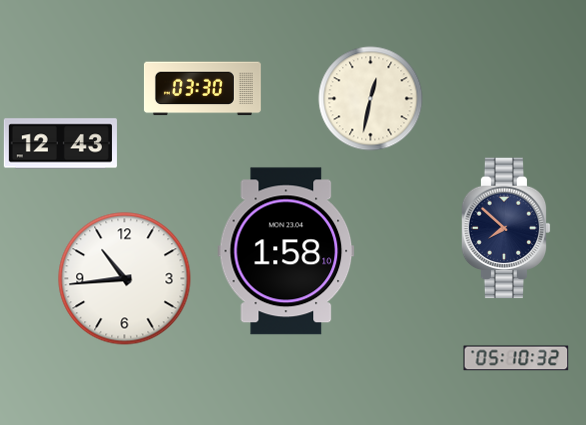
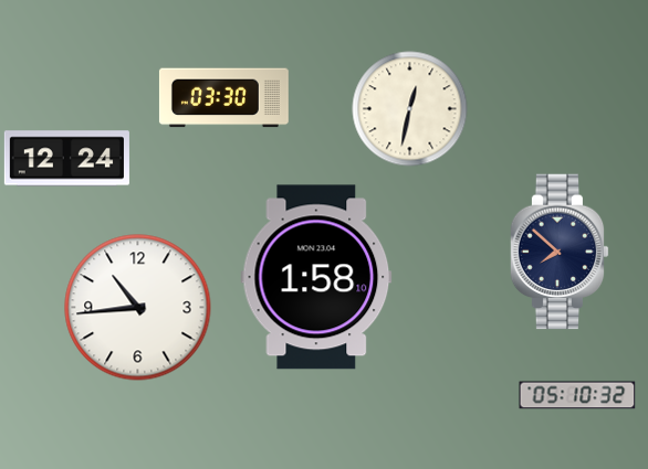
clock at (60, 144): 12:43 -> 12:24
clock at (516, 358) position: (516, 358) -> (577, 395)
